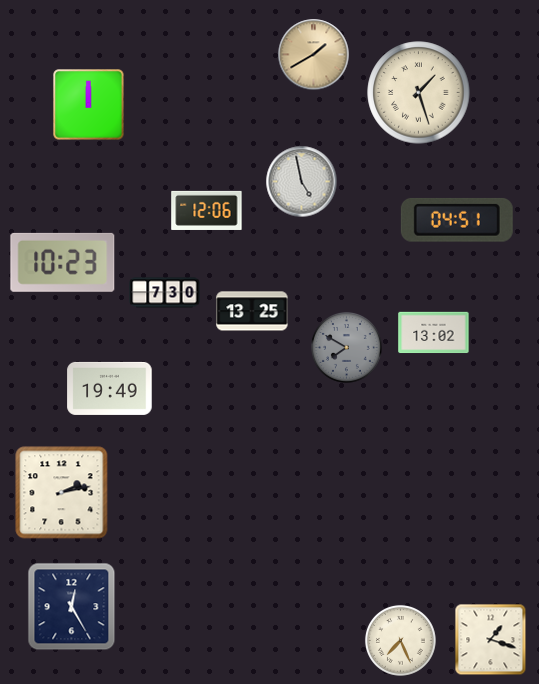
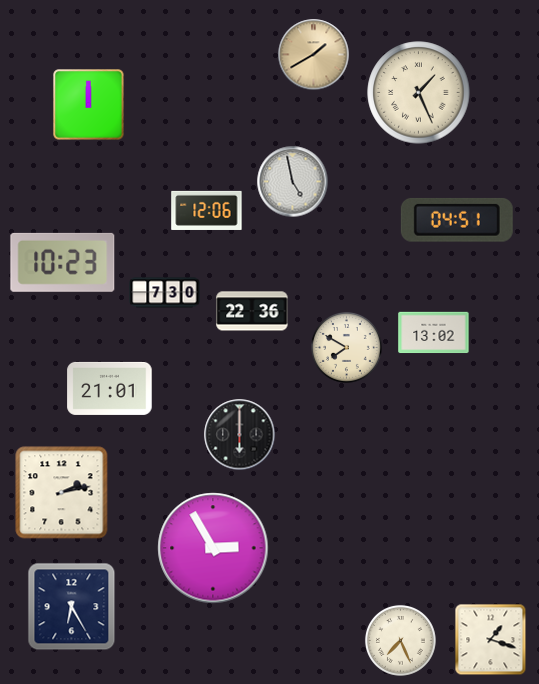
clock at (419, 93): 1:27 -> 1:26
clock at (302, 182) position: (302, 182) -> (293, 182)
clock at (252, 311): 13:25 -> 22:36
clock at (346, 348) dial: grey -> cream
clock at (110, 388): 19:49 -> 21:01
clock at (240, 435): none -> 6:00
clock at (213, 548): none -> 2:55
clock at (72, 607): 12:25 -> 6:25
